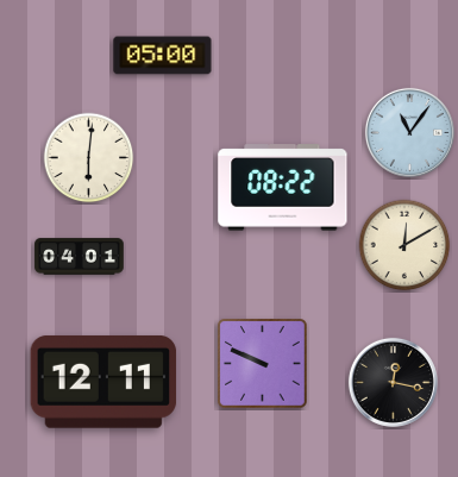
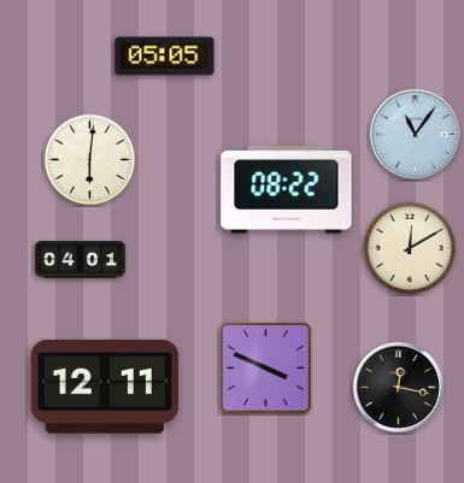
clock at (163, 56): 05:00 -> 05:05
clock at (263, 364): 9:49 -> 3:49
